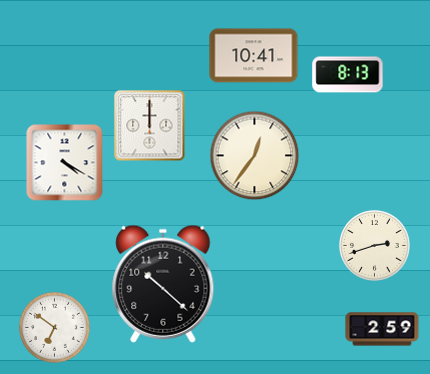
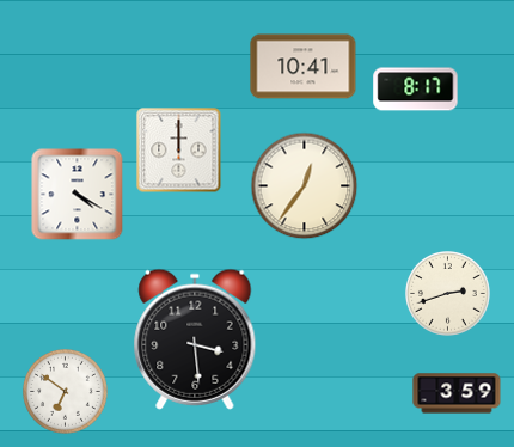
clock at (348, 75): 8:13 -> 8:17
clock at (163, 284): 10:22 -> 3:29
clock at (382, 329): 2:59 -> 3:59
